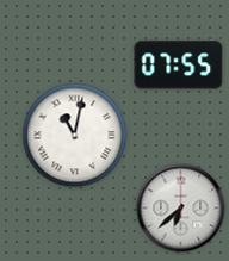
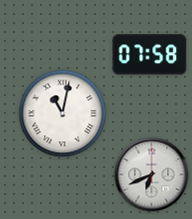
clock at (179, 66): 07:55 -> 07:58
clock at (181, 209): 6:38 -> 6:41
